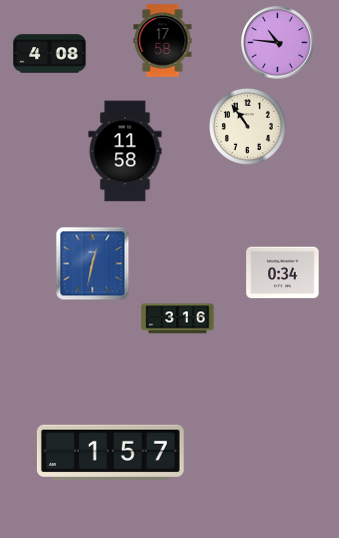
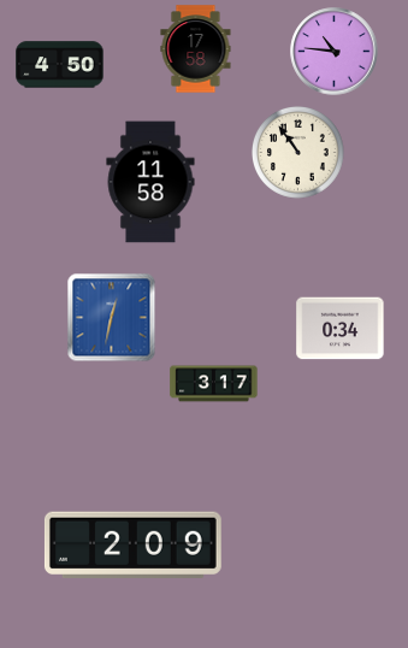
clock at (50, 54): 4:08 -> 4:50
clock at (178, 319): 3:16 -> 3:17
clock at (110, 453): 1:57 -> 2:09
